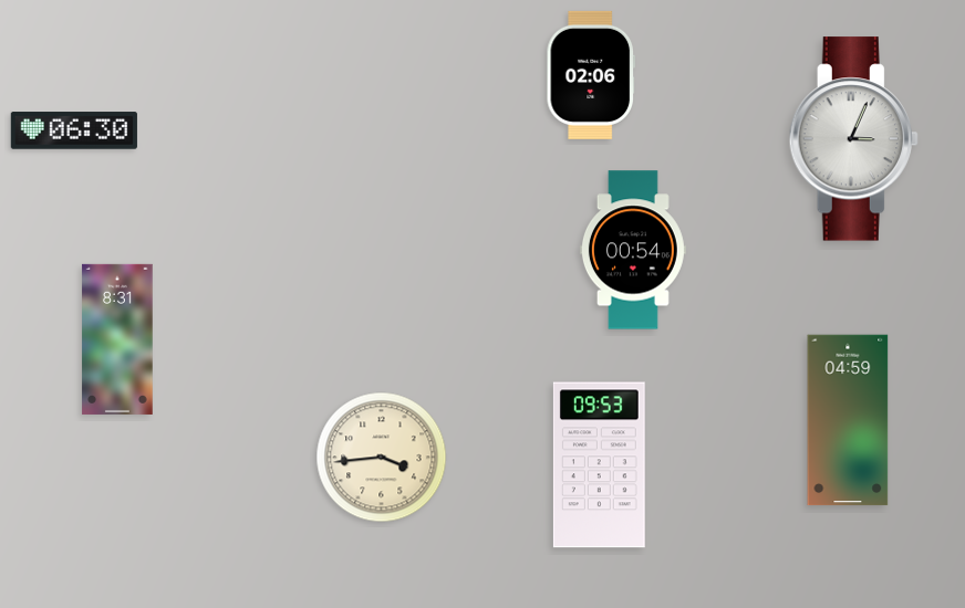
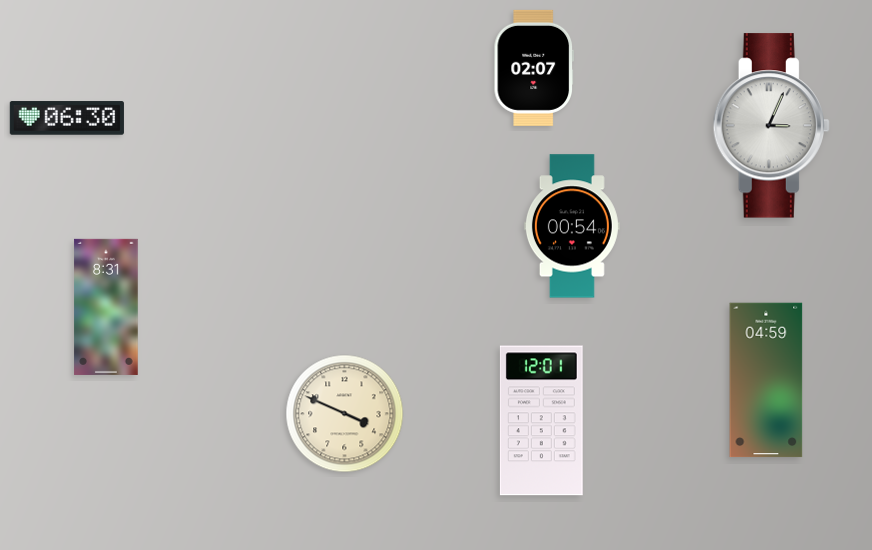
clock at (590, 75): 02:06 -> 02:07
clock at (382, 458): 3:44 -> 3:49
clock at (599, 465): 09:53 -> 12:01
